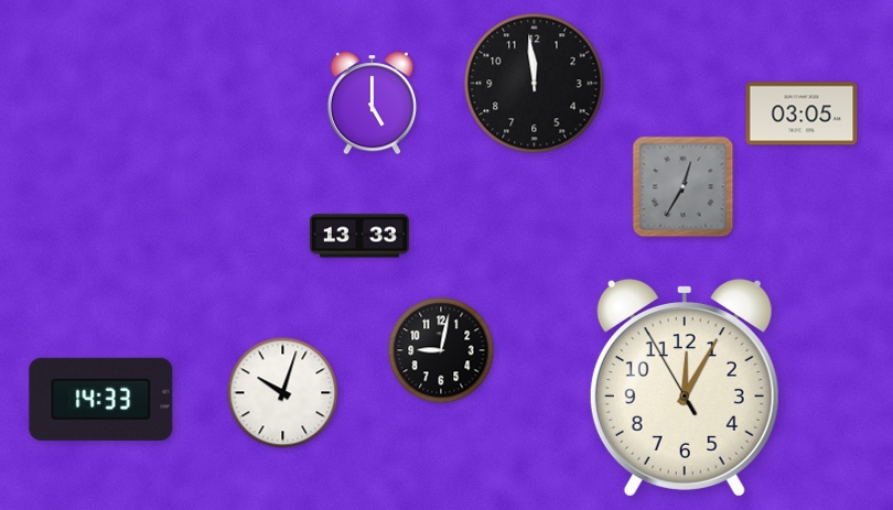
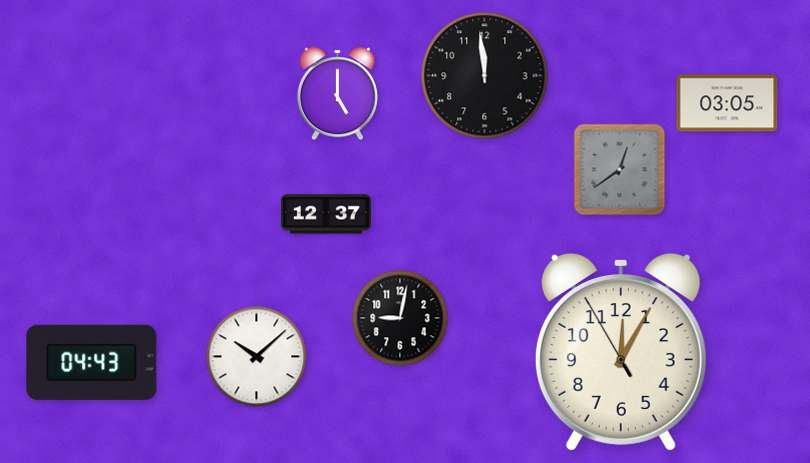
clock at (684, 187): 12:35 -> 12:39
clock at (359, 236): 13:33 -> 12:37
clock at (283, 393): 10:03 -> 10:08
clock at (101, 399): 14:33 -> 04:43
